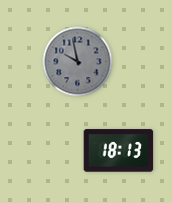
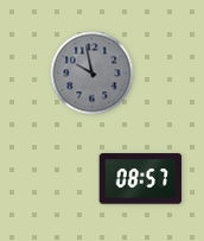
clock at (119, 151): 18:13 -> 08:57
